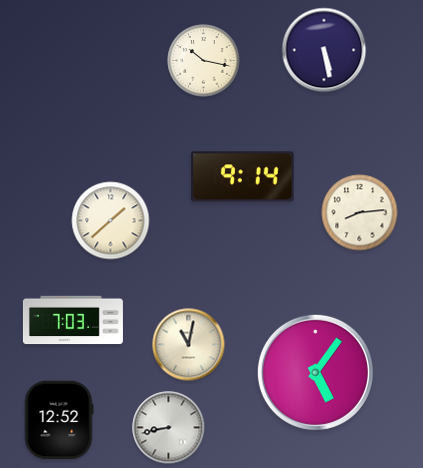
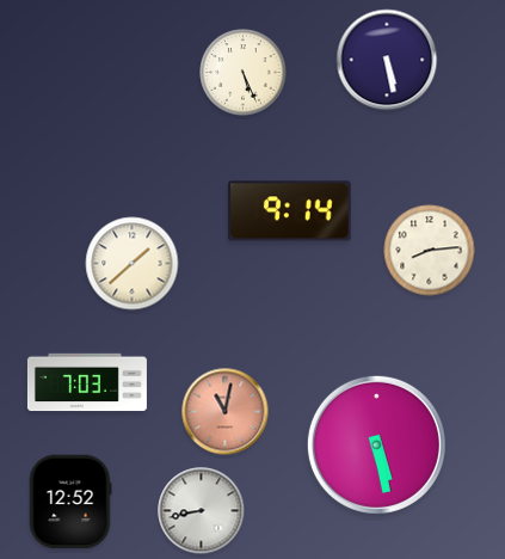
clock at (204, 61): 10:17 -> 5:26
clock at (360, 213) position: (360, 213) -> (430, 251)
clock at (189, 345) dial: cream -> salmon
clock at (315, 372): 5:06 -> 5:28
